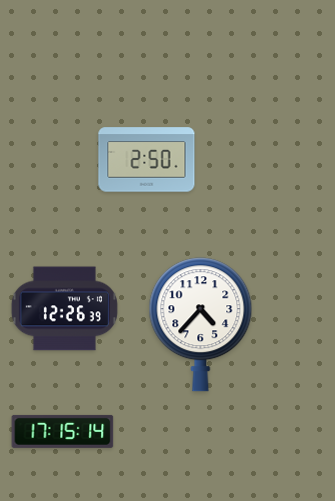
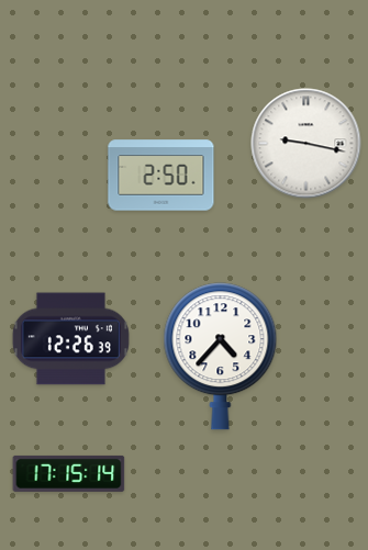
clock at (306, 144): none -> 9:17
